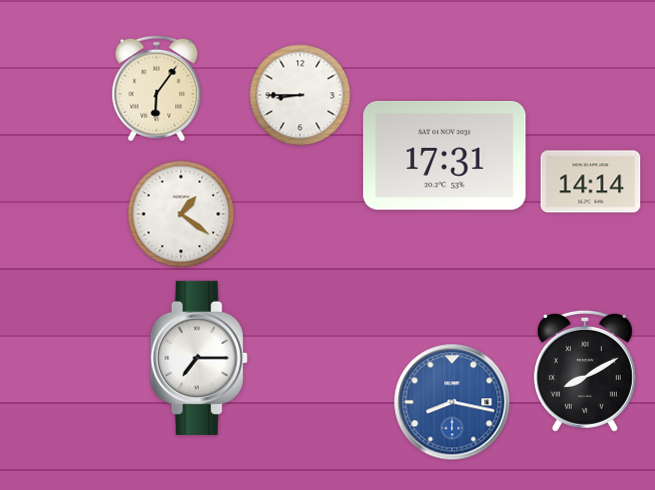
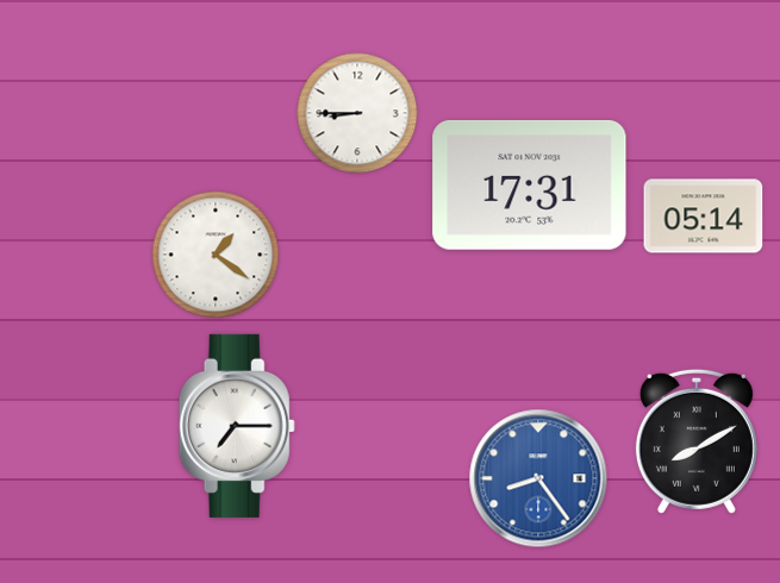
clock at (157, 89): 6:06 -> none
clock at (591, 182): 14:14 -> 05:14
clock at (452, 402): 8:17 -> 8:24
